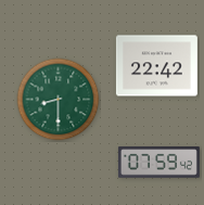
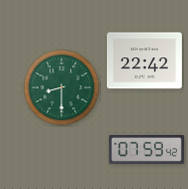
clock at (59, 100) position: (59, 100) -> (62, 88)
